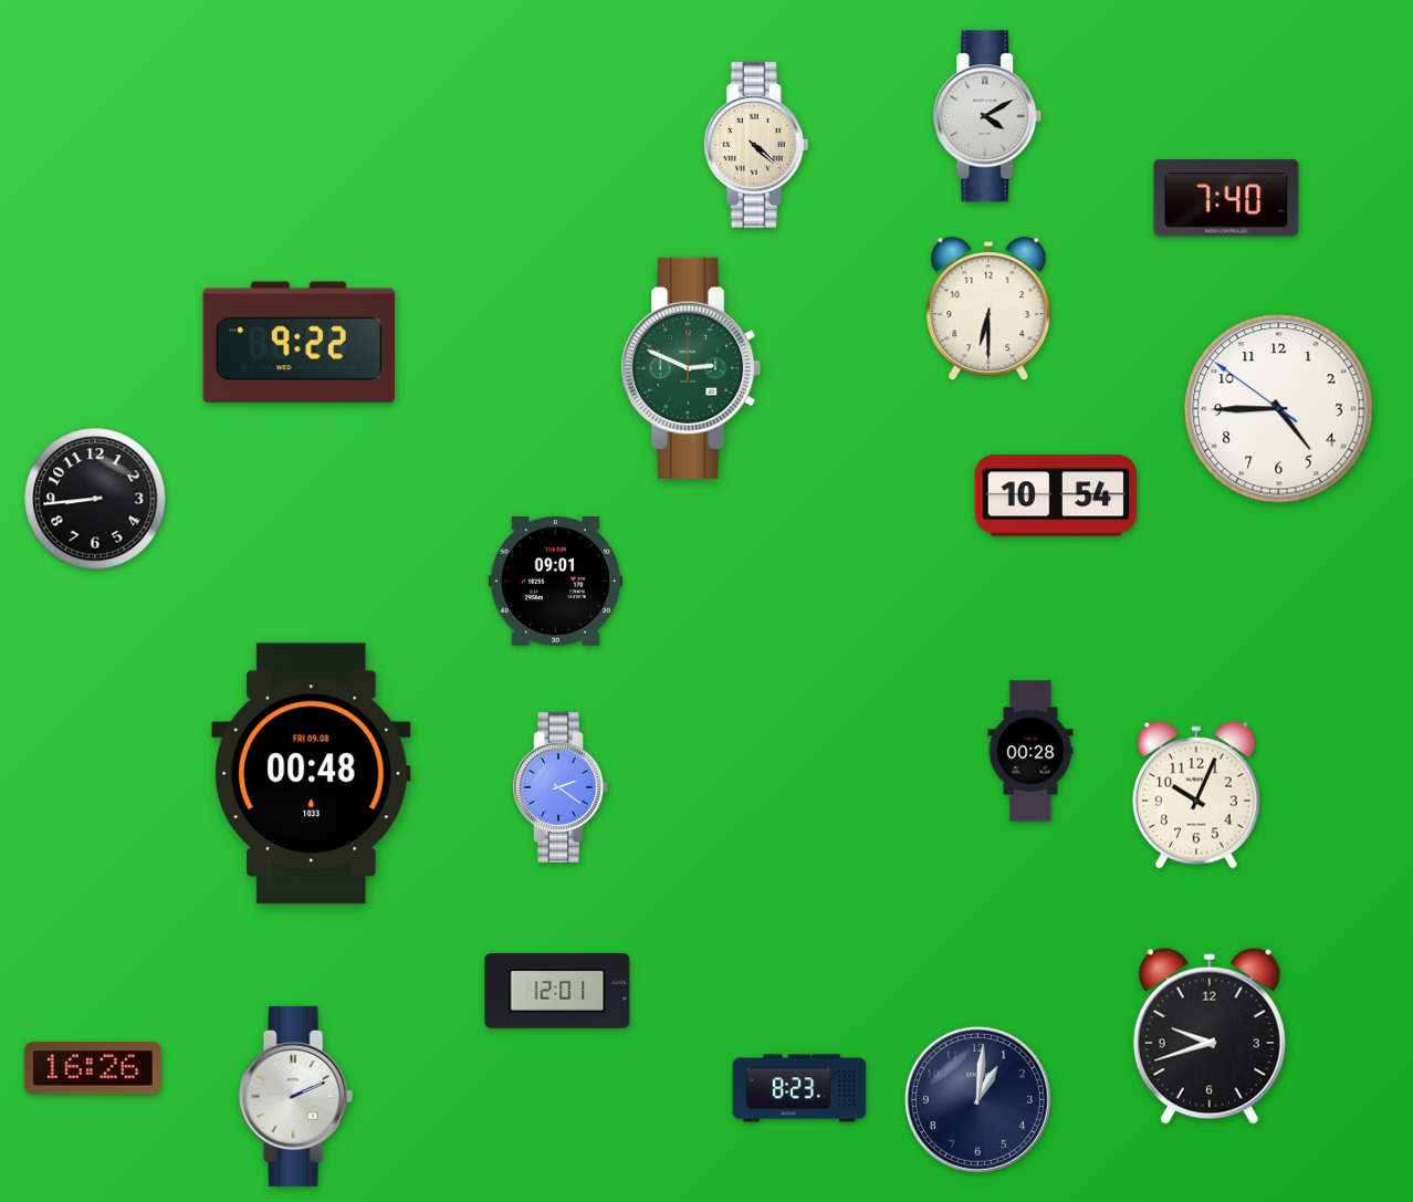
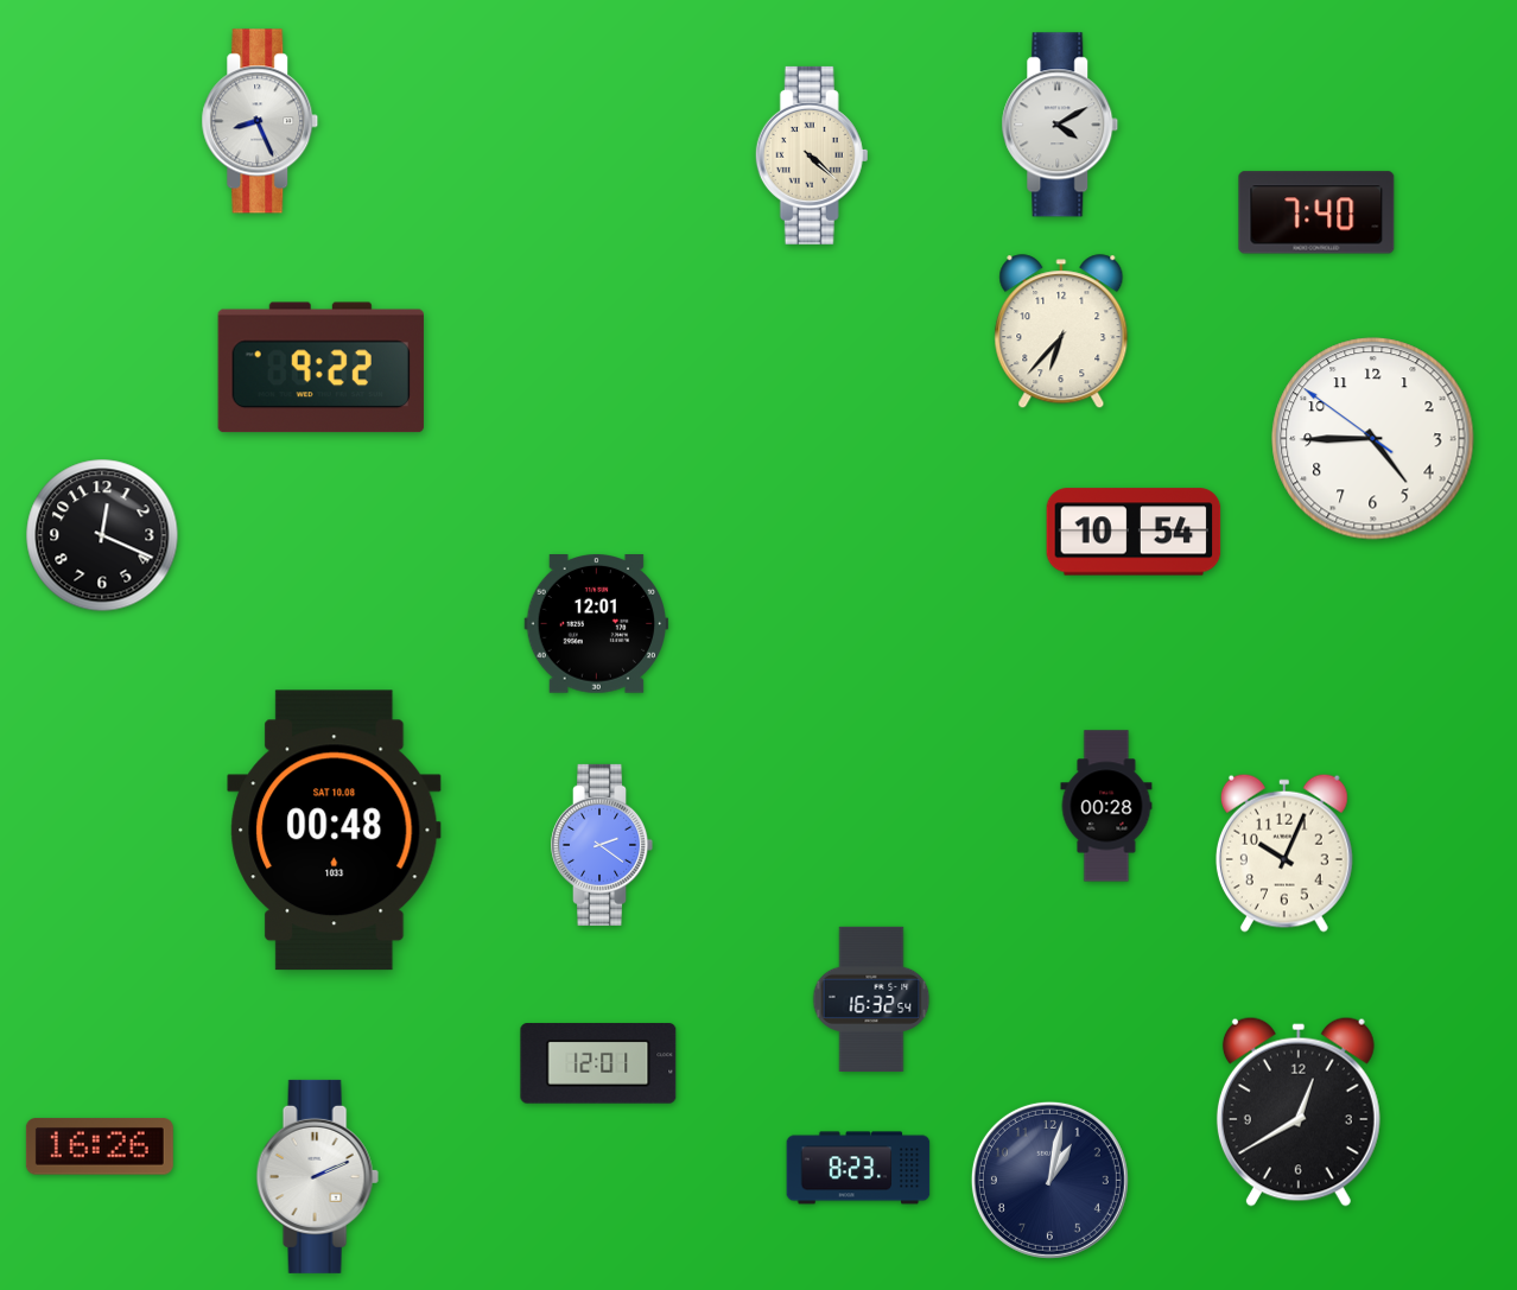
clock at (260, 121): none -> 8:26
clock at (988, 310): 6:30 -> 6:37
clock at (692, 368): 2:49 -> none
clock at (95, 499): 8:44 -> 12:19
clock at (556, 582): 09:01 -> 12:01
clock at (312, 774) date: FRI 09.08 -> SAT 10.08
clock at (871, 998): none -> 16:32
clock at (1210, 1036): 9:42 -> 12:40
clock at (977, 1099): 1:01 -> 1:02
